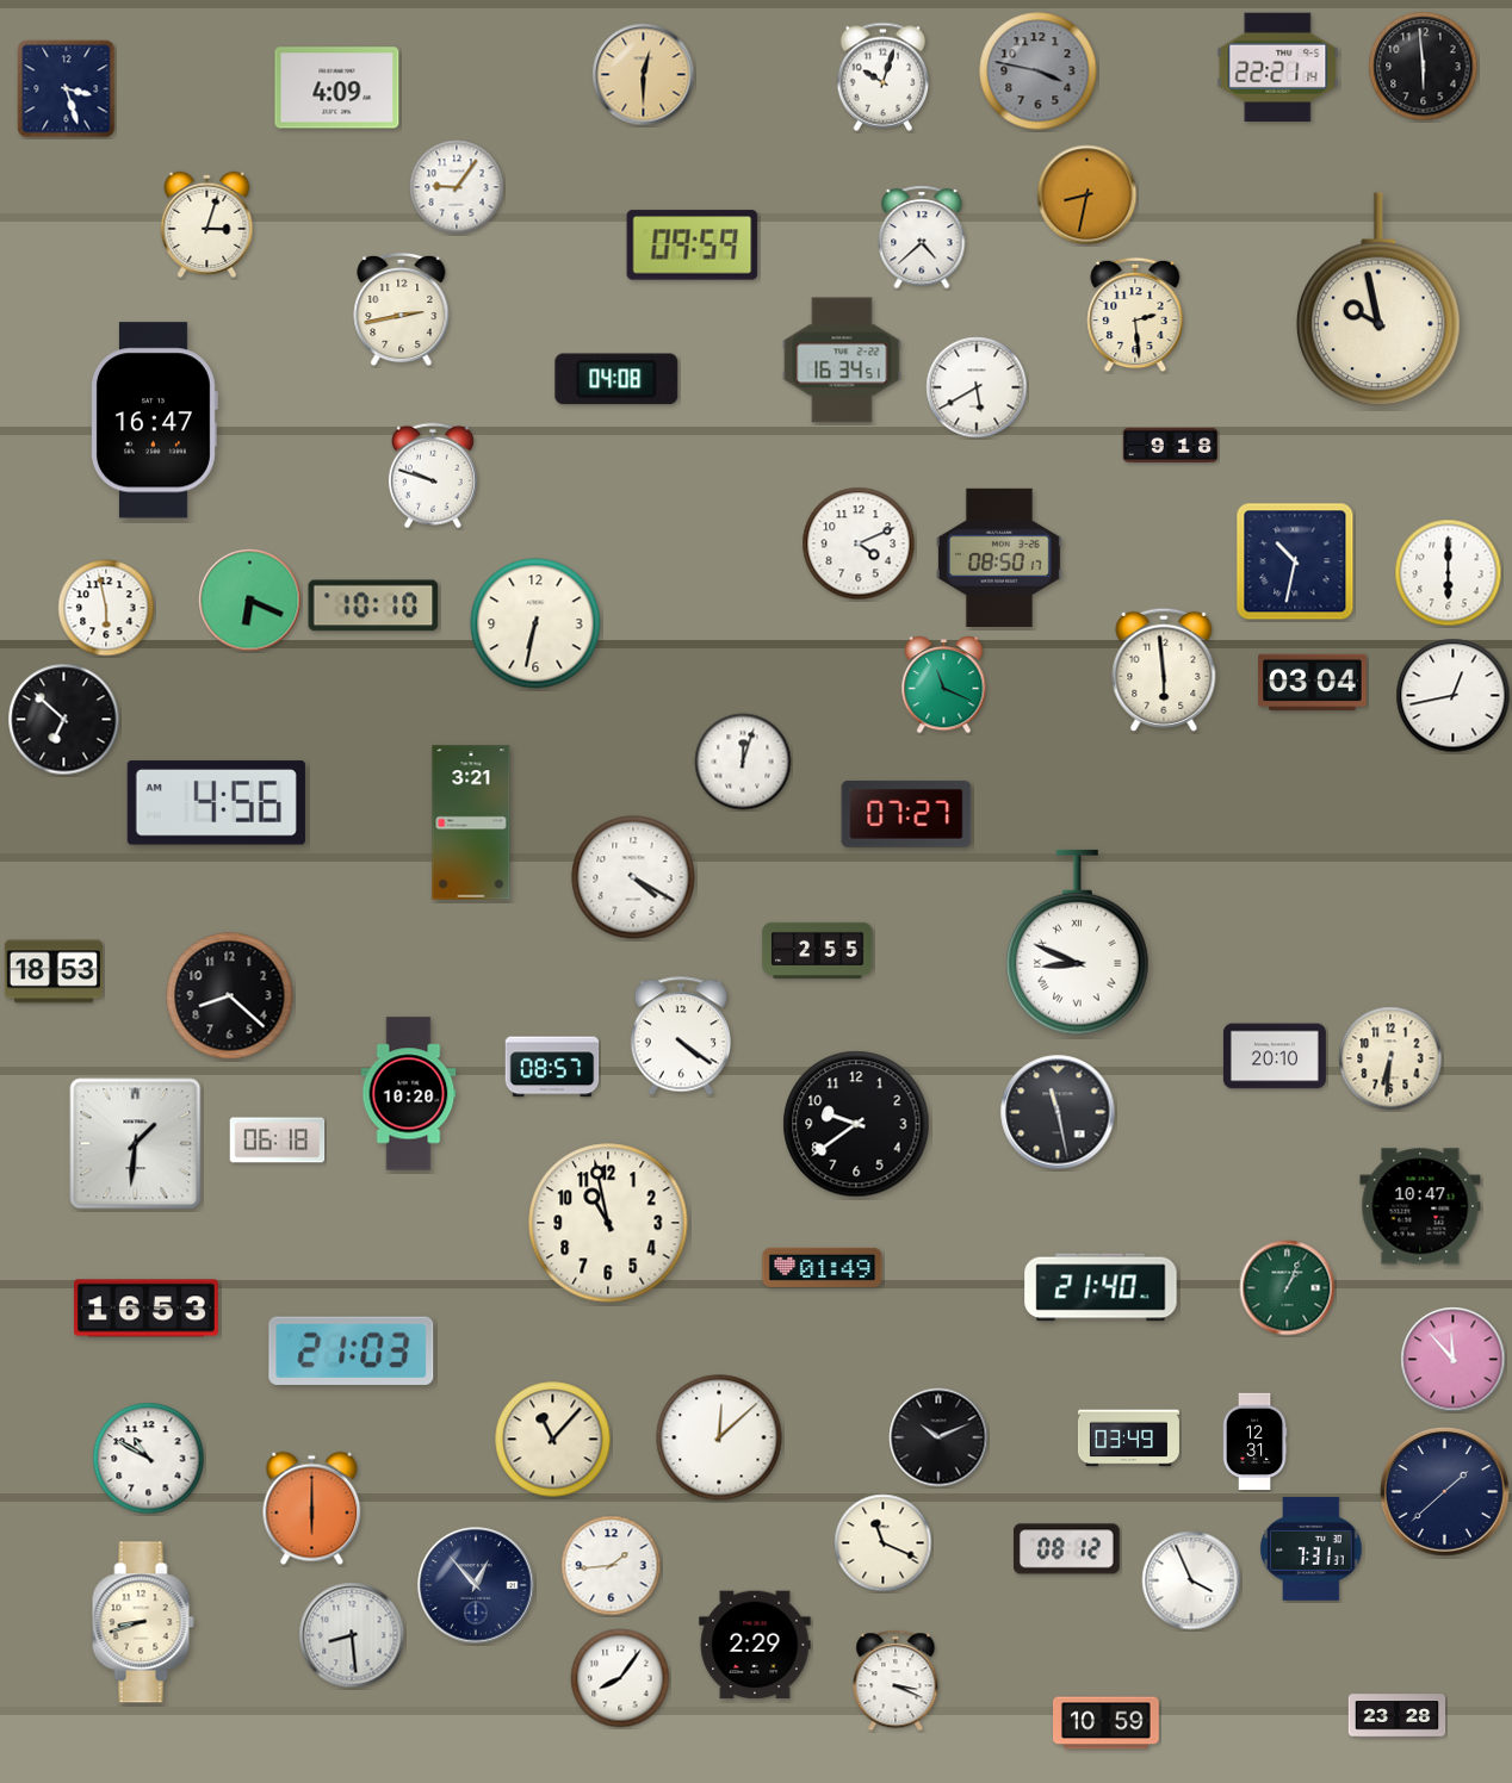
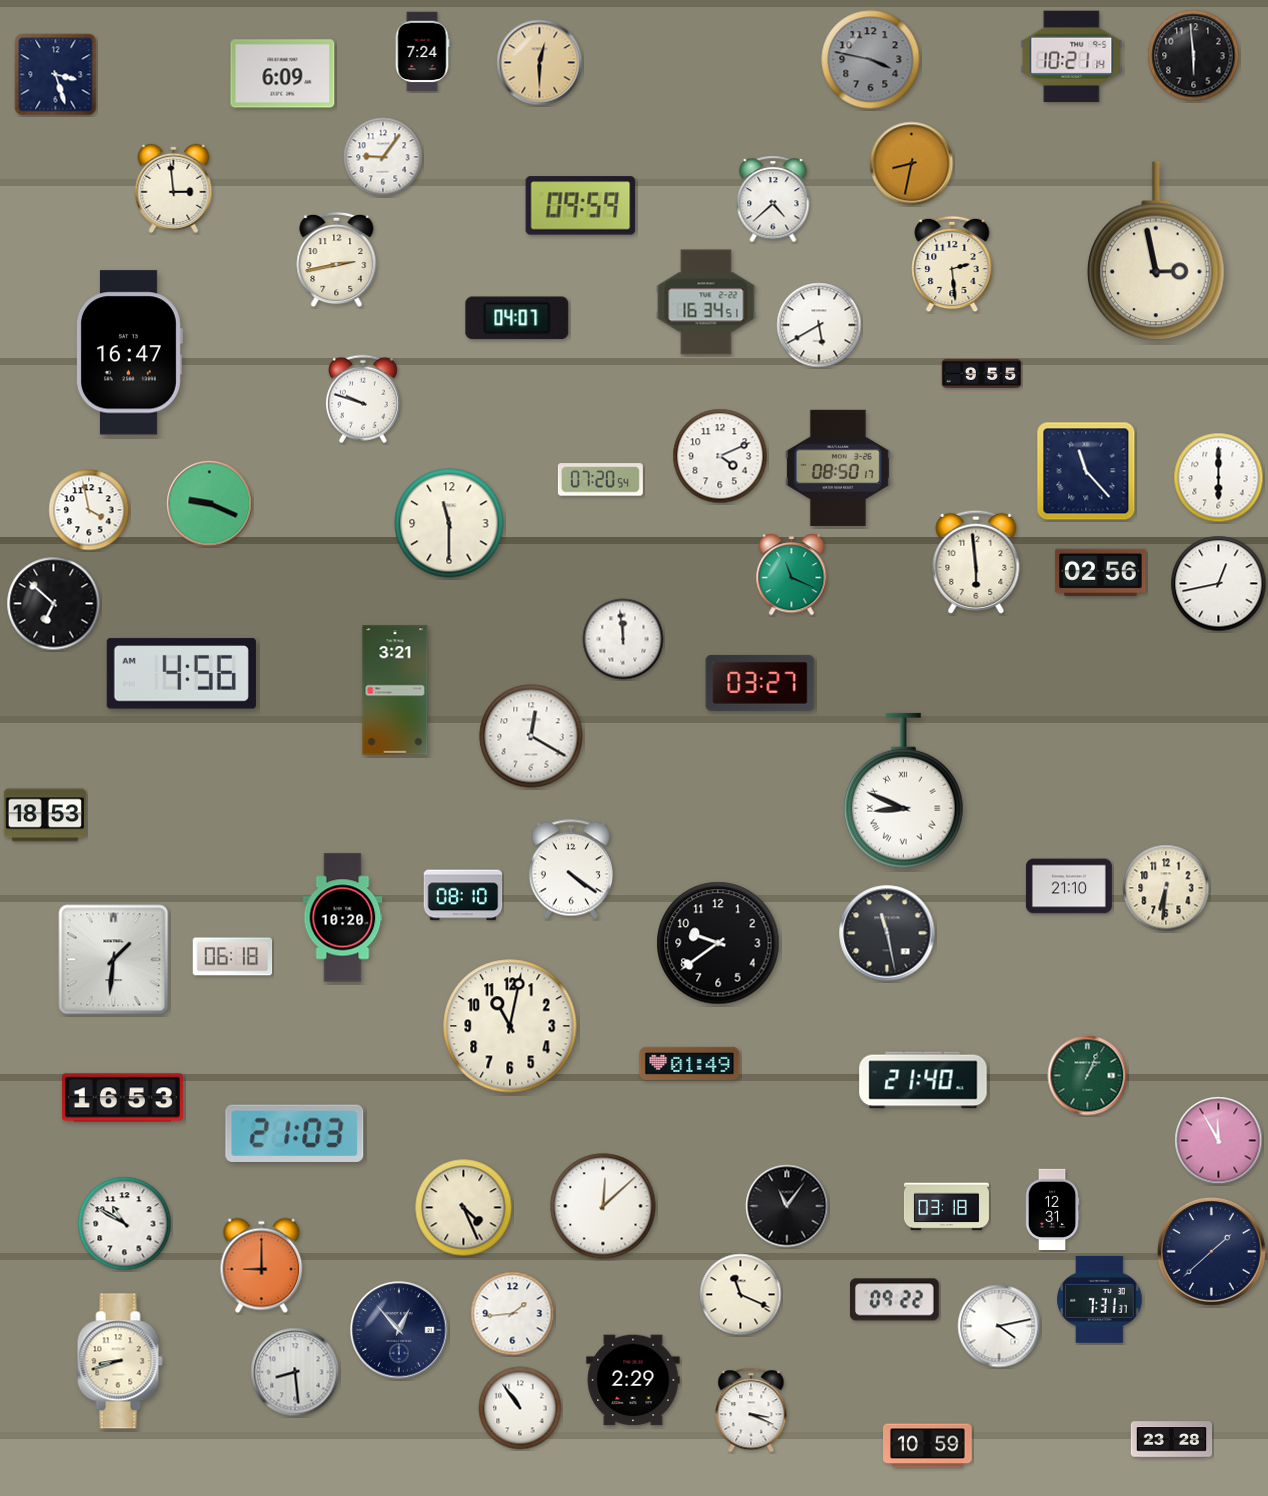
clock at (422, 52): none -> 7:24
clock at (1278, 68): 22:21 -> 10:21
clock at (884, 76): 10:03 -> none
clock at (337, 88): 4:09 -> 6:09
clock at (207, 224): 3:03 -> 2:59
clock at (1378, 299): 9:58 -> 2:58
clock at (616, 379): 04:08 -> 04:07
clock at (1171, 445): 9:18 -> 9:55
clock at (1295, 561): 10:32 -> 11:23
clock at (600, 480): none -> 07:20
clock at (1449, 573) position: (1449, 573) -> (1219, 478)
clock at (250, 601): 6:19 -> 9:19
clock at (373, 605): 10:10 -> none
clock at (106, 608): 5:58 -> 3:58
clock at (535, 623): 6:32 -> 11:30
clock at (1313, 682): 03:04 -> 02:56
clock at (743, 762): 12:03 -> 11:59
clock at (906, 814): 07:27 -> 03:27
clock at (633, 877): 4:20 -> 12:20
clock at (818, 950): 2:55 -> none
clock at (230, 996): 8:22 -> none
clock at (1275, 1056): 20:10 -> 21:10
clock at (552, 1067): 08:57 -> 08:10
clock at (1420, 1206): 10:47 -> none
clock at (608, 1223): 10:58 -> 11:02
clock at (1288, 1288) position: (1288, 1288) -> (1088, 1076)
clock at (1454, 1360): 11:53 -> 11:55
clock at (938, 1437): 10:11 -> 11:06
clock at (1128, 1439): 03:49 -> 03:18
clock at (553, 1440): 11:07 -> 4:26
clock at (312, 1509): 6:00 -> 9:00
clock at (1067, 1549): 08:12 -> 09:22
clock at (1191, 1580): 3:56 -> 4:13
clock at (620, 1678): 8:06 -> 10:54
